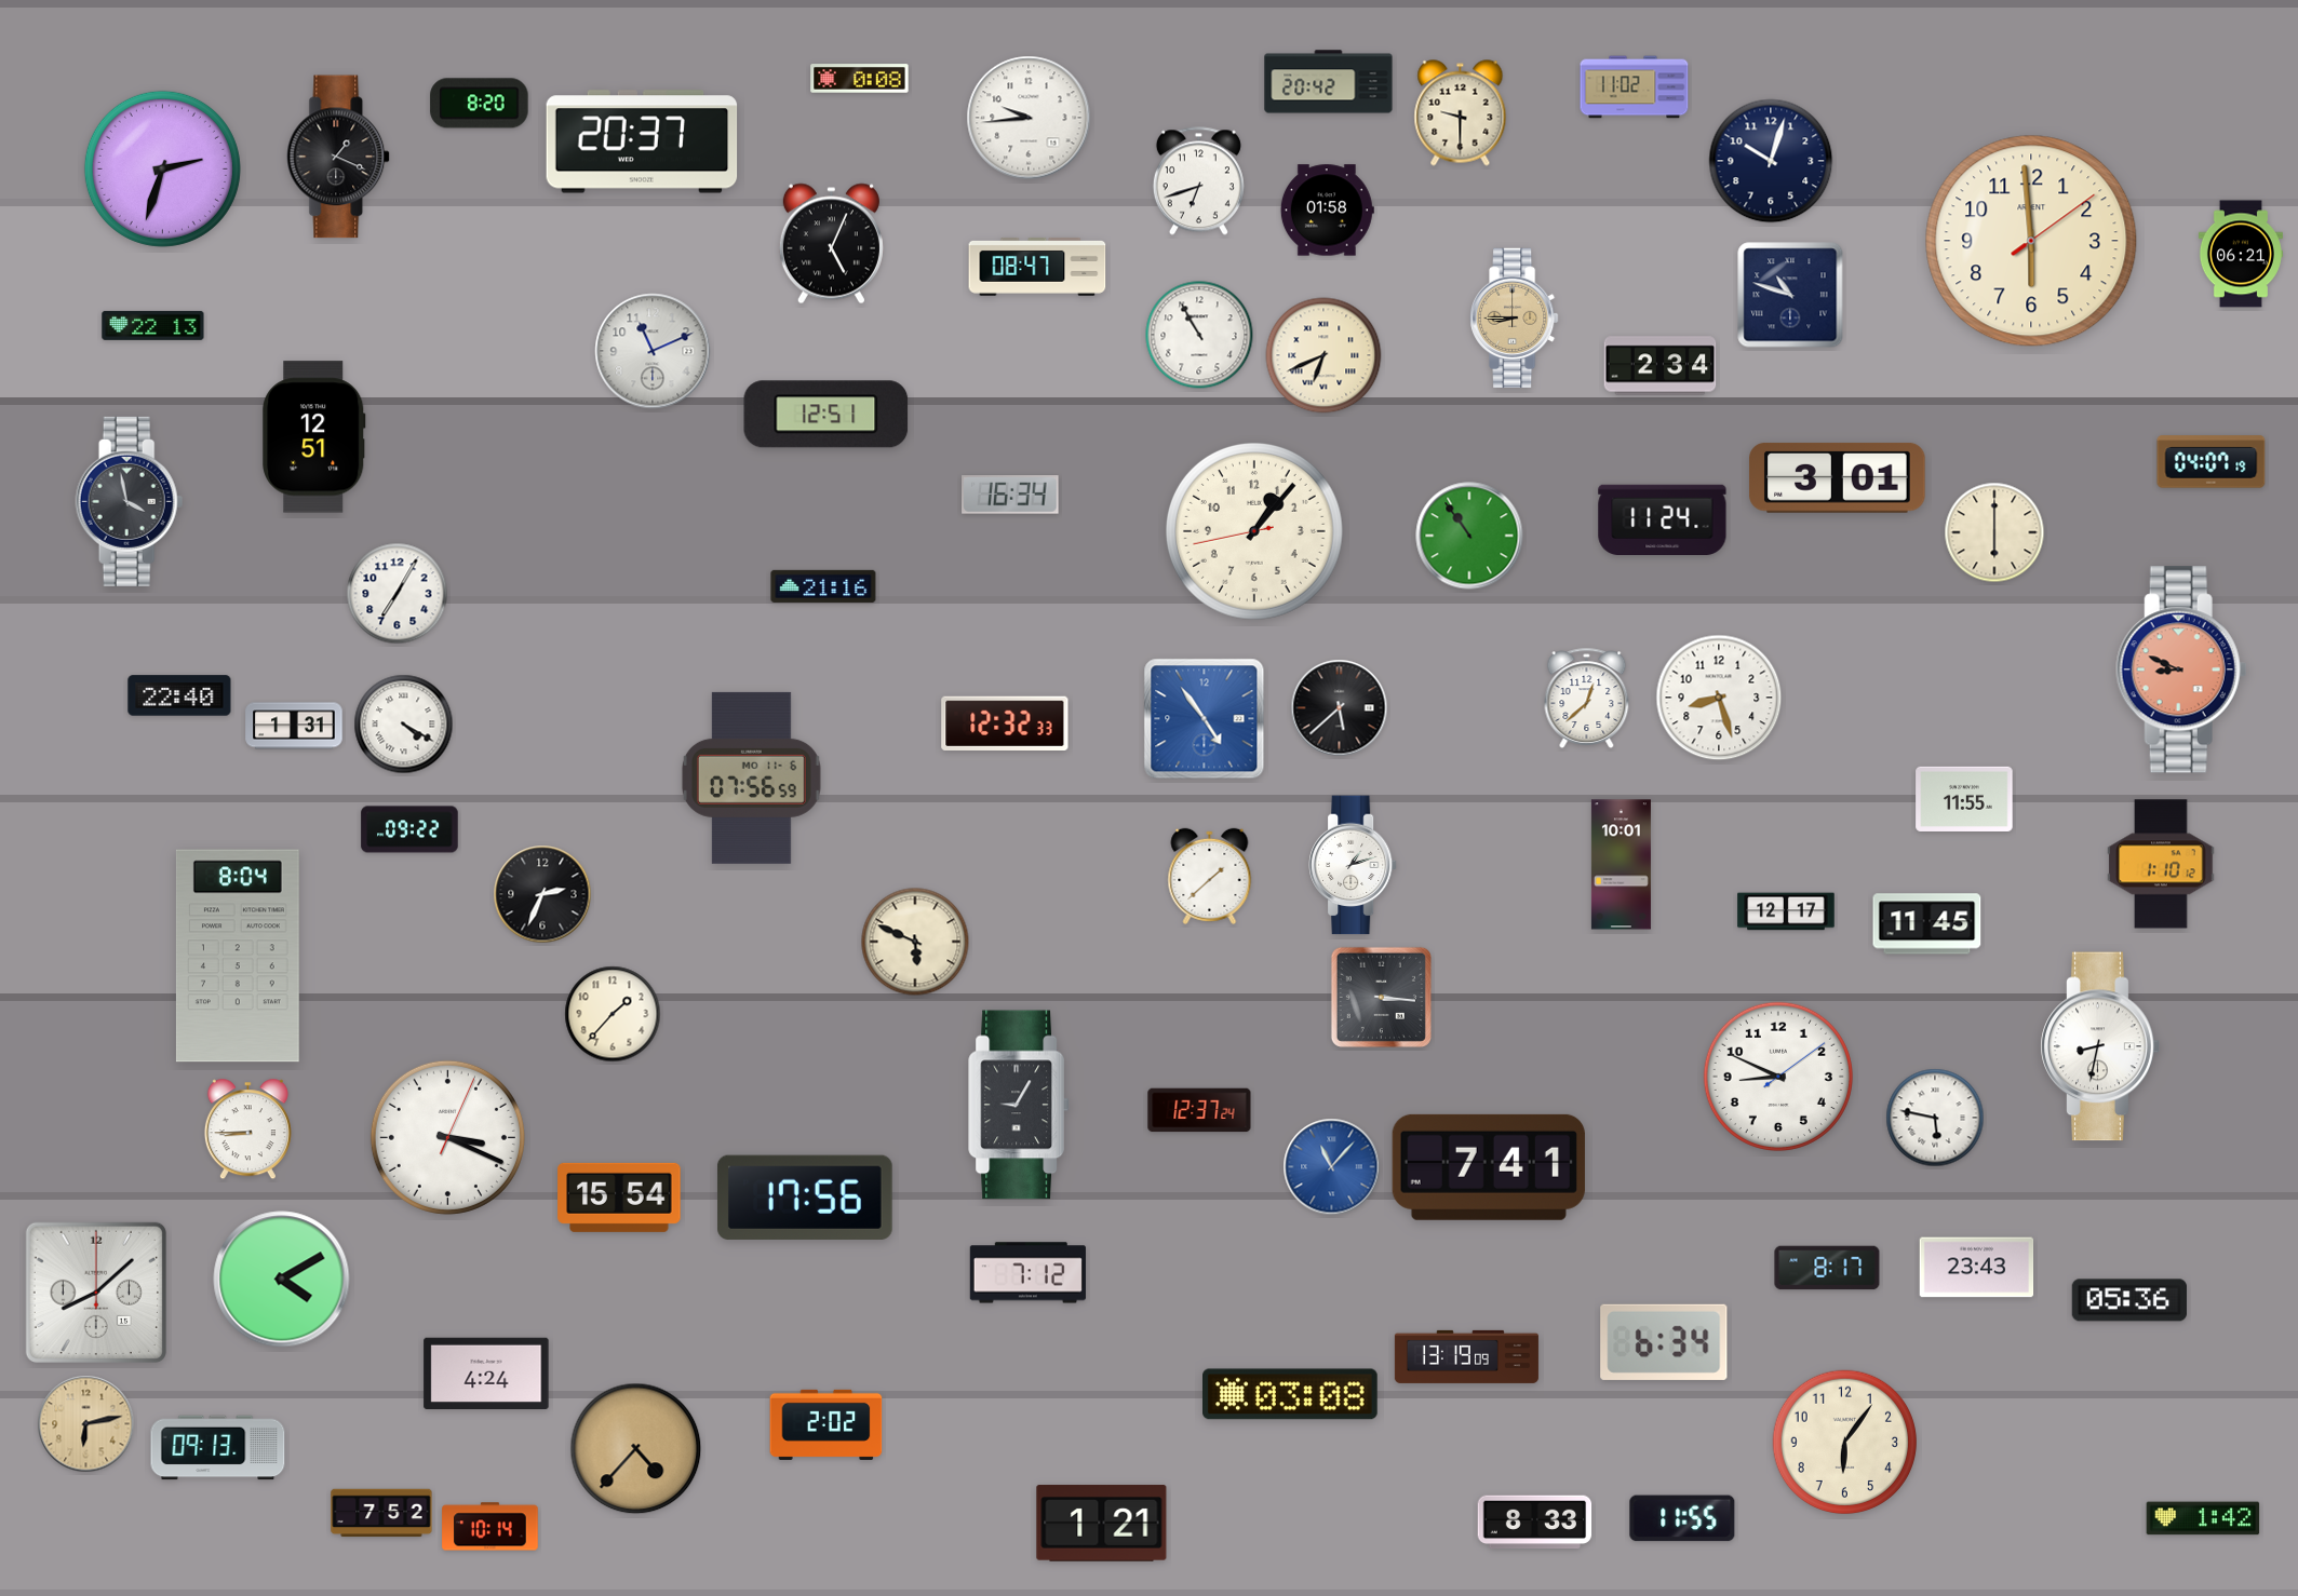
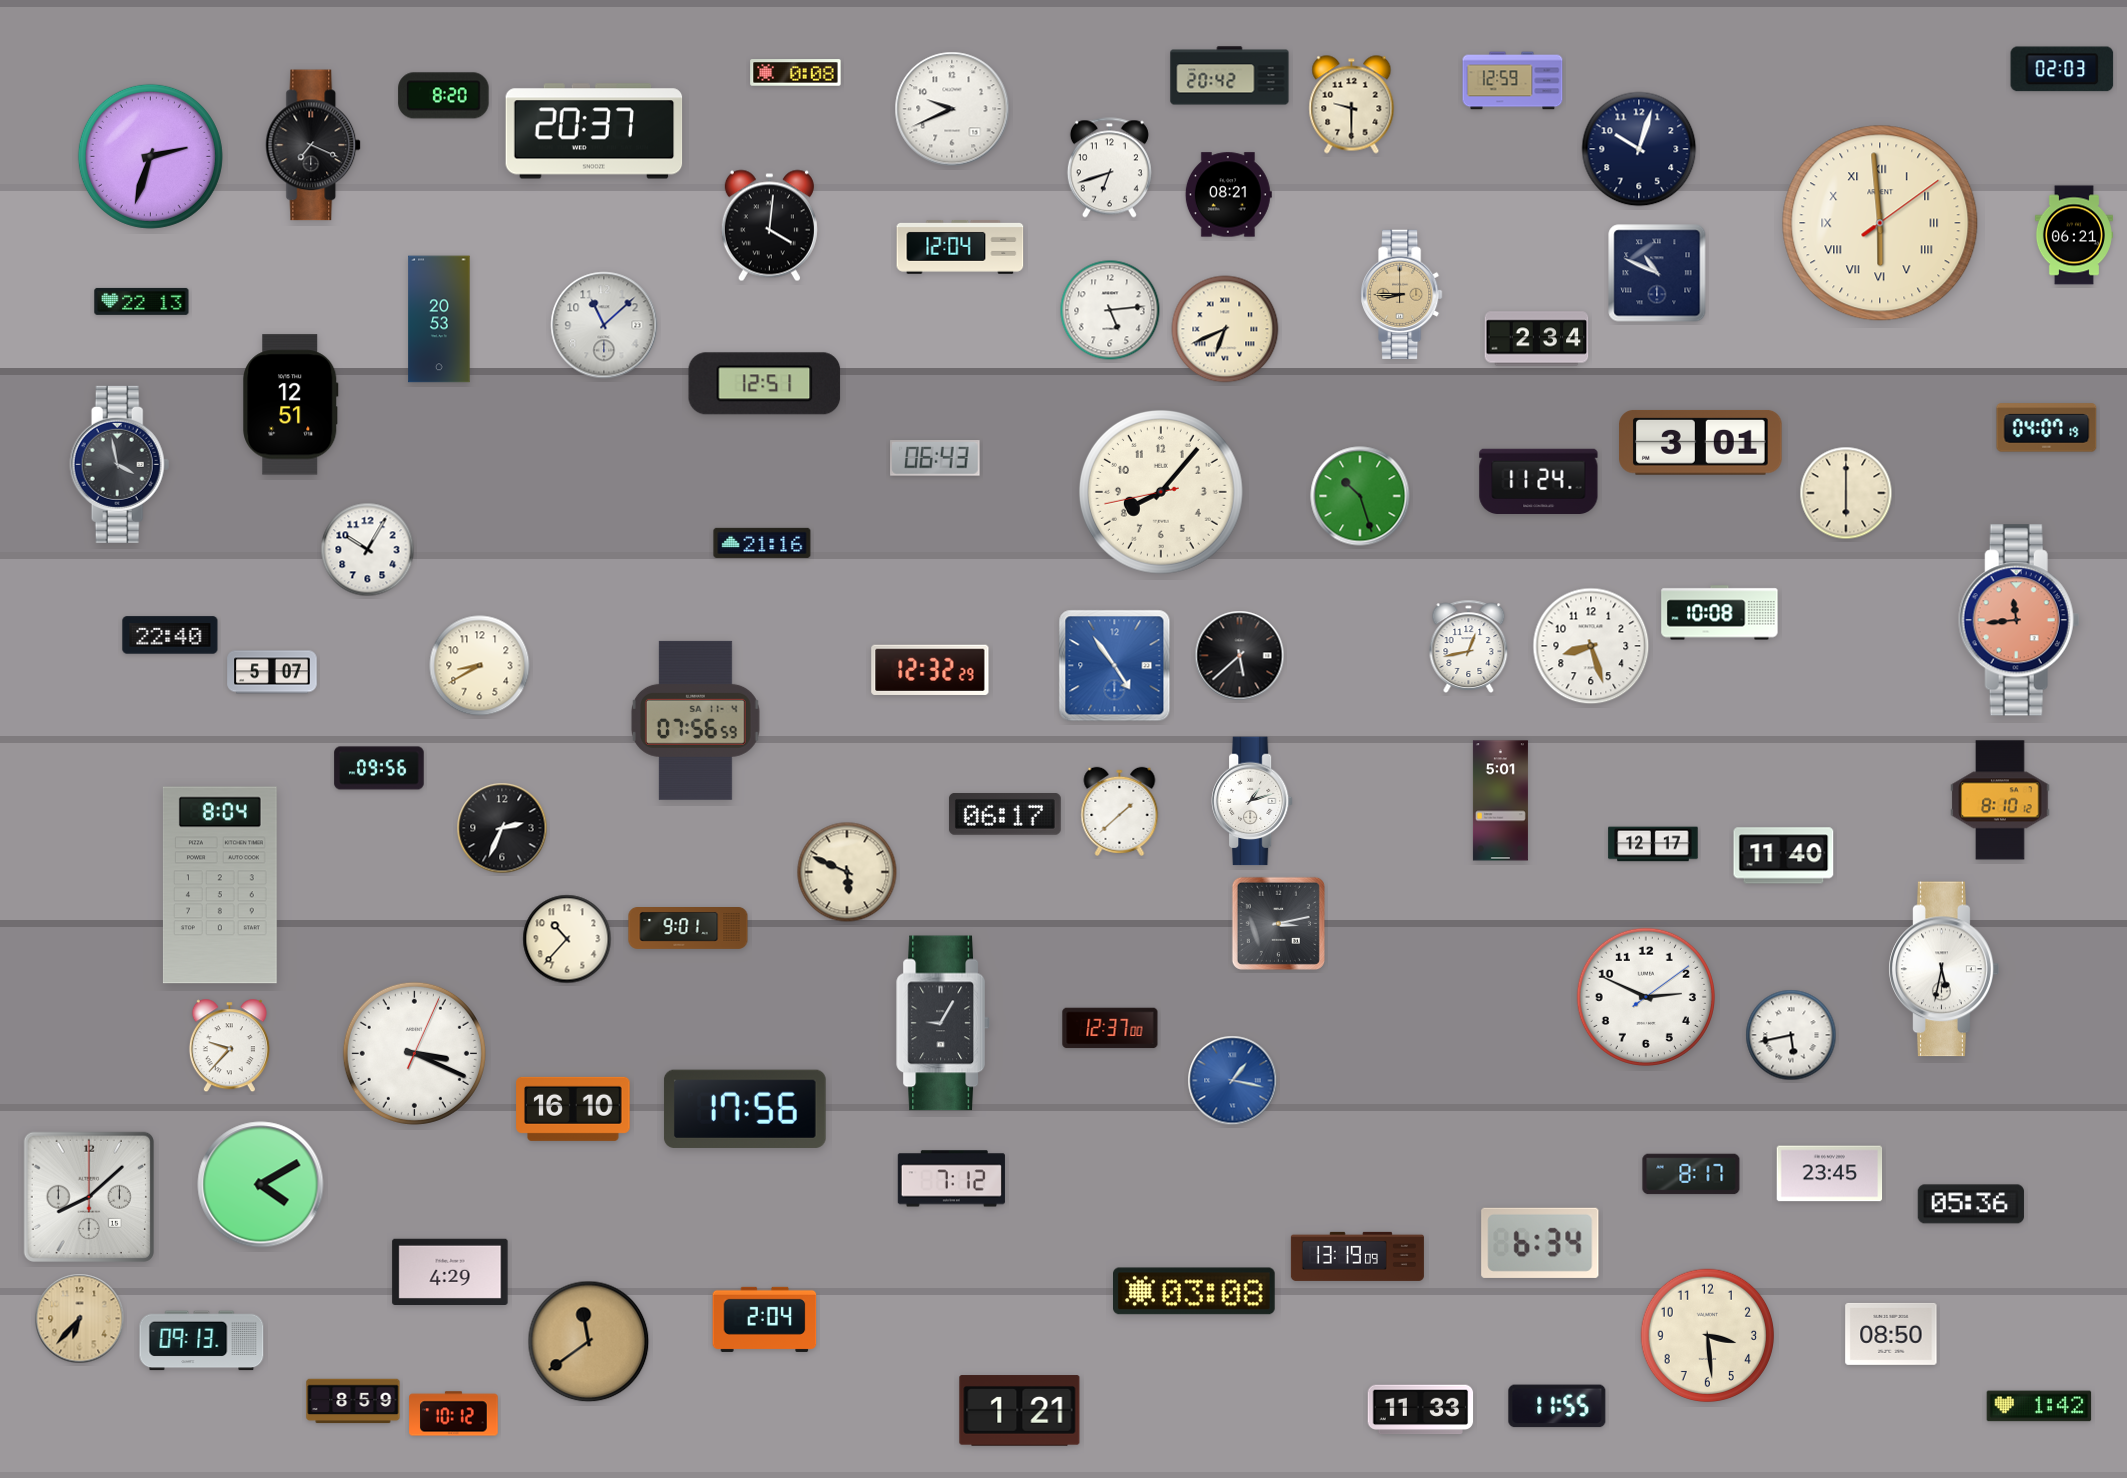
clock at (2062, 69): none -> 02:03
clock at (1635, 87): 11:02 -> 12:59
clock at (1029, 118): 9:44 -> 9:41
clock at (339, 157): 1:19 -> 7:19
clock at (1327, 211): 01:58 -> 08:21
clock at (2031, 241) numerals: Arabic -> Roman
clock at (831, 244): 5:04 -> 4:01
clock at (1037, 267): 08:47 -> 12:04
clock at (1790, 295): 10:48 -> 10:49
clock at (1199, 335): 10:55 -> 5:14
clock at (439, 319): none -> 20:53
clock at (653, 351): 11:11 -> 11:08
clock at (1010, 495): 16:34 -> 06:43
clock at (1254, 531): 1:06 -> 8:06
clock at (1469, 536): 10:54 -> 10:27
clock at (398, 594): 7:05 -> 10:05
clock at (1720, 613): none -> 10:08
clock at (2181, 669): 8:49 -> 11:44
clock at (179, 695) position: (179, 695) -> (170, 635)
clock at (1587, 698): 12:38 -> 12:43
clock at (480, 666): none -> 8:40
clock at (1005, 722): 12:32:33 -> 12:32:29
clock at (404, 725): 4:20 -> none
clock at (294, 726): 1:31 -> 5:07
clock at (751, 777) date: MO 11-6 -> SA 11-4
clock at (1964, 799): 11:55 -> none
clock at (409, 829): 09:22 -> 09:56
clock at (2161, 864): 1:10 -> 8:10
clock at (1621, 865): 10:01 -> 5:01
clock at (1005, 815): none -> 06:17
clock at (1927, 924): 11:45 -> 11:40
clock at (1381, 997): 3:16 -> 3:13
clock at (688, 929): none -> 9:01
clock at (613, 1014): 1:37 -> 10:37
clock at (2100, 1046): 8:32 -> 5:32
clock at (1778, 1077): 8:49 -> 2:49
clock at (1199, 1110): 12:37:24 -> 12:37:00
clock at (1935, 1118): 5:47 -> 5:43
clock at (247, 1130): 8:45 -> 9:37
clock at (1332, 1167): 11:07 -> 1:17
clock at (1489, 1167): 7:41 -> none
clock at (619, 1198): 15:54 -> 16:10
clock at (1977, 1268): 23:43 -> 23:45
clock at (486, 1374): 4:24 -> 4:29
clock at (86, 1424): 6:13 -> 6:37
clock at (827, 1424): 2:02 -> 2:04
clock at (1891, 1334): none -> 08:50
clock at (1844, 1442): 6:06 -> 3:29
clock at (636, 1449): 4:37 -> 11:39
clock at (381, 1513): 7:52 -> 8:59
clock at (1535, 1523): 8:33 -> 11:33
clock at (490, 1527): 10:14 -> 10:12
